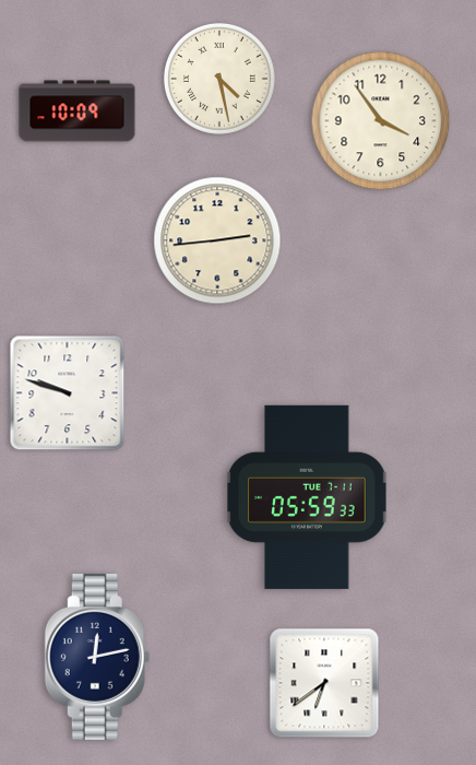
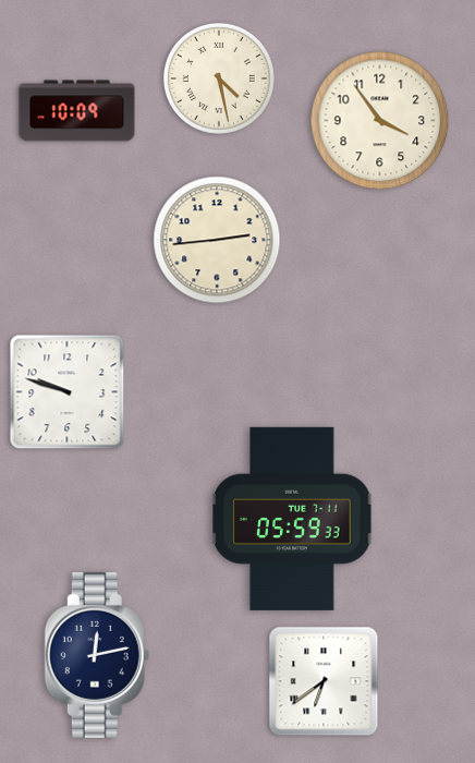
clock at (307, 497) position: (307, 497) -> (292, 519)
